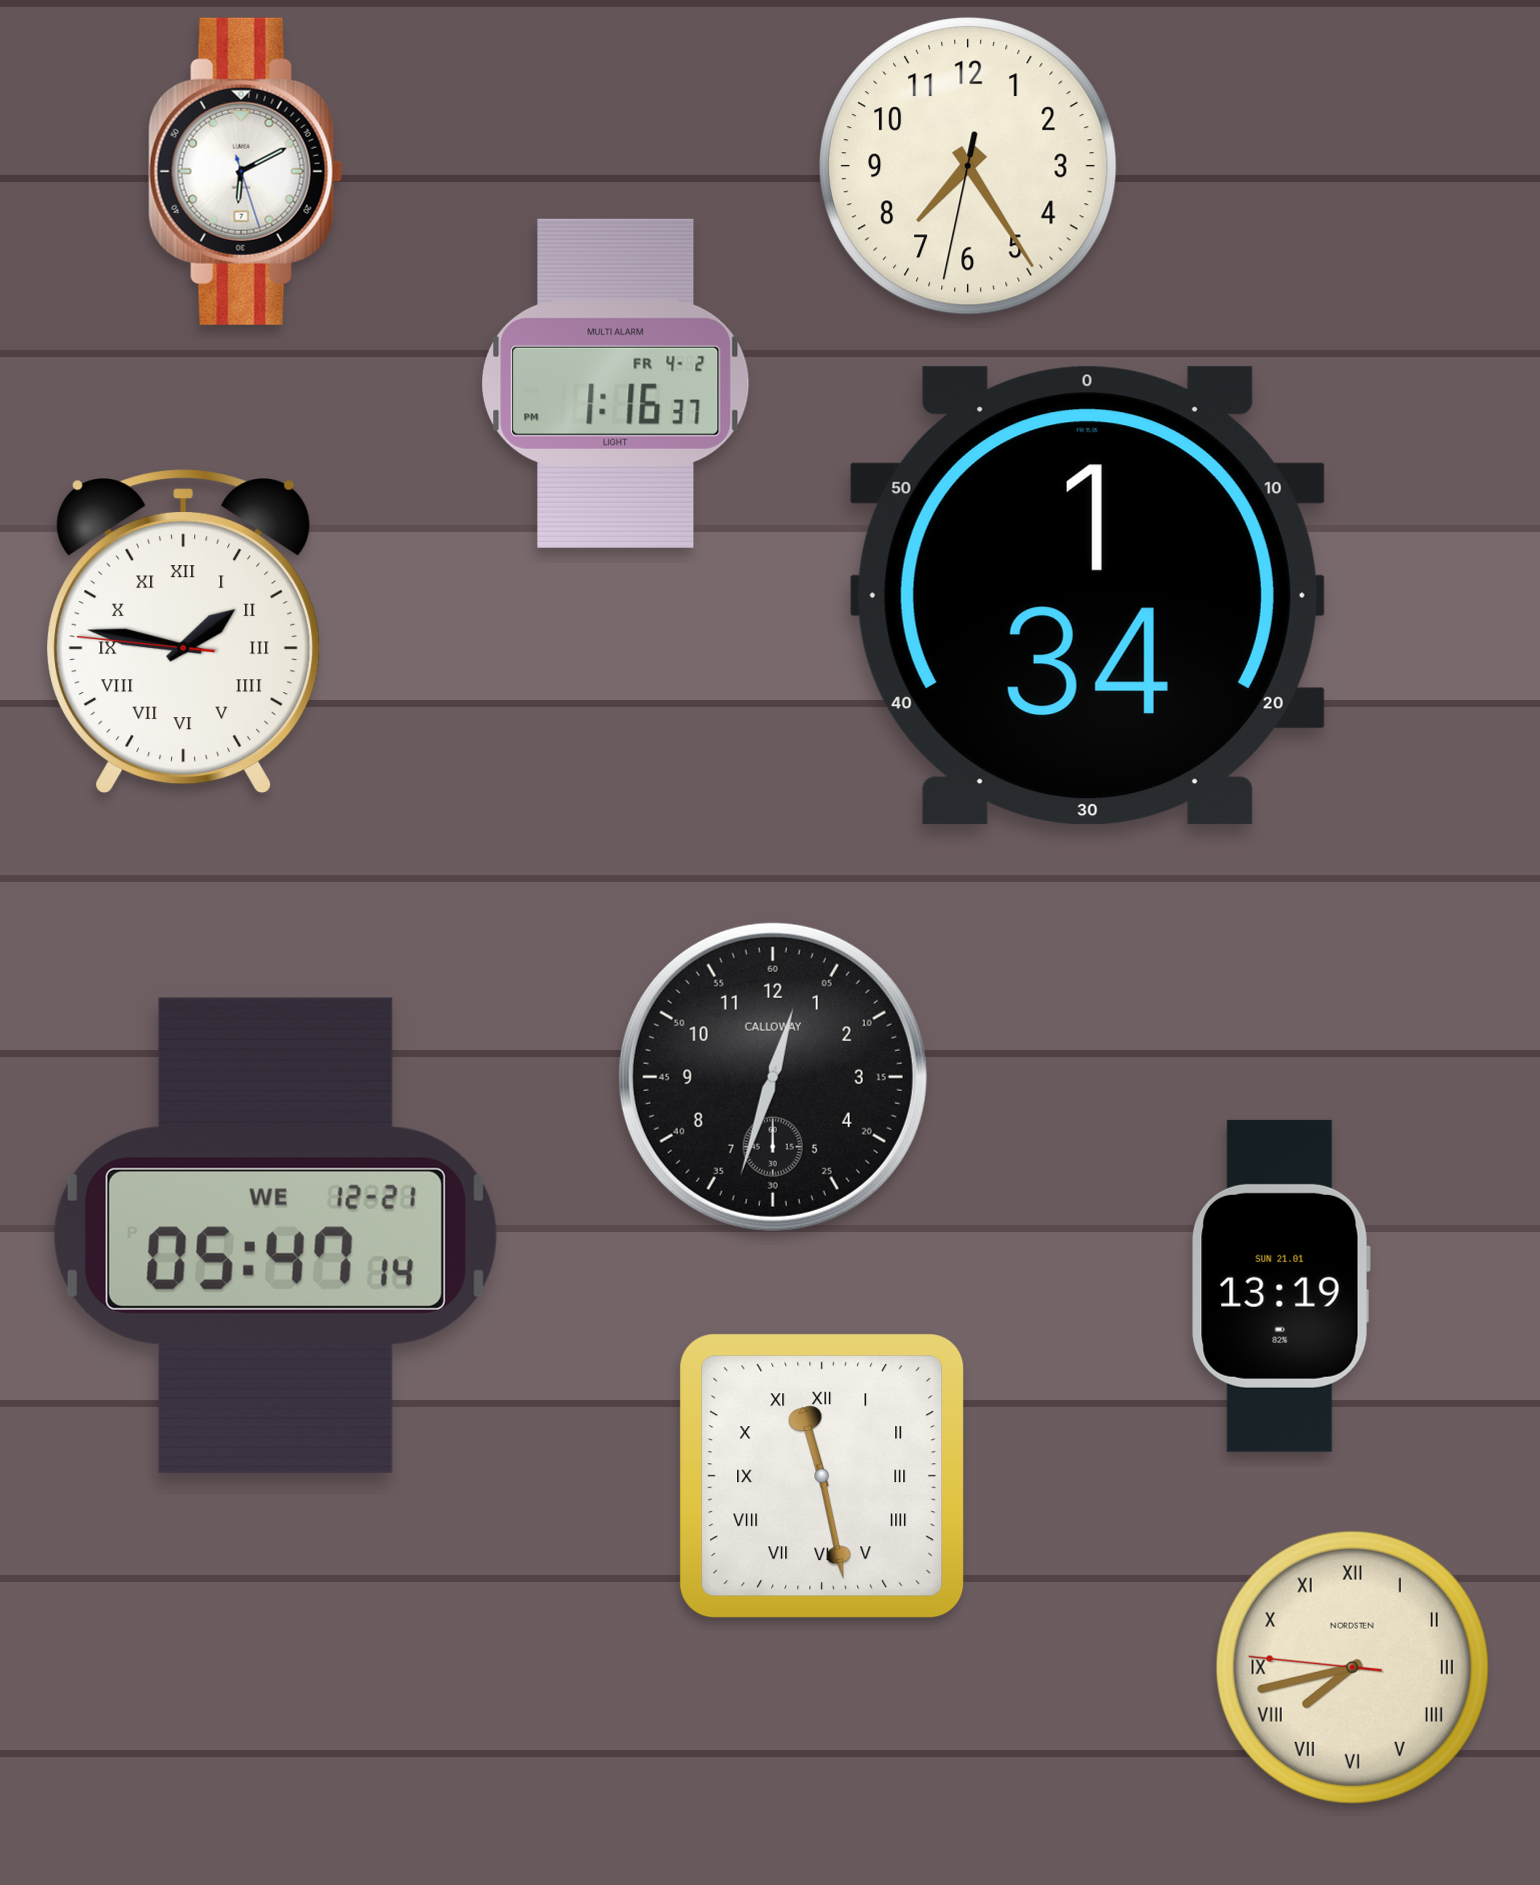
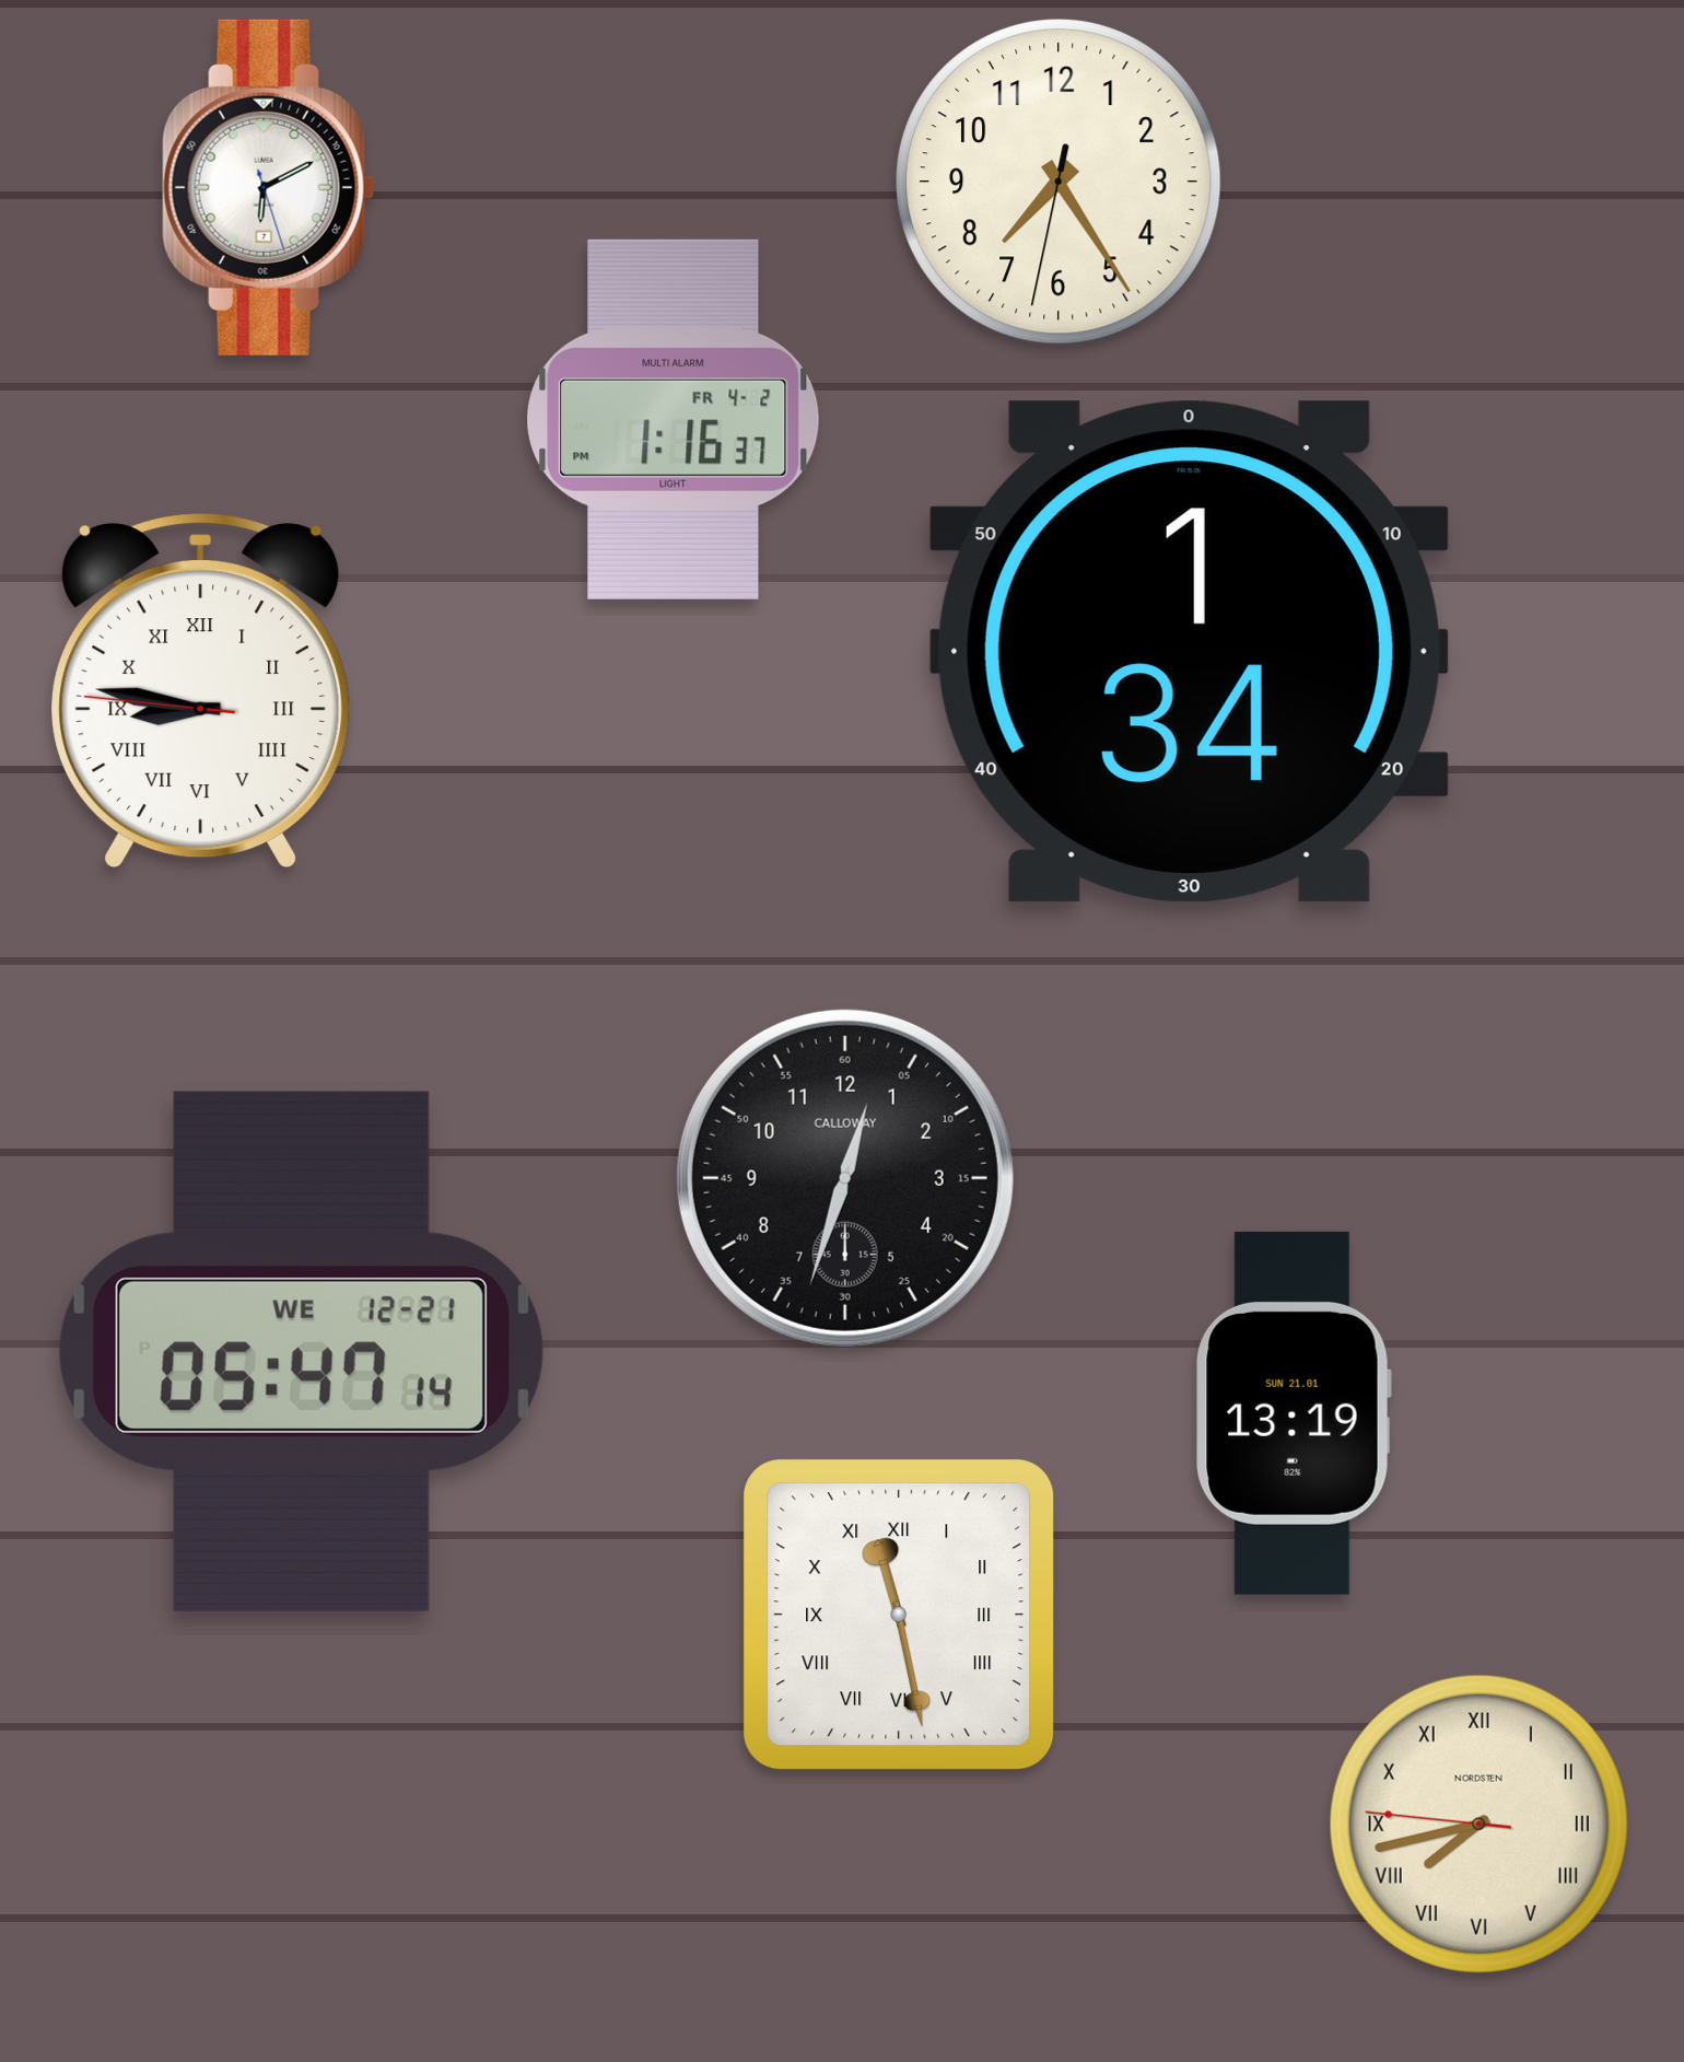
clock at (184, 632): 1:46 -> 8:46
clock at (1281, 1286) position: (1281, 1286) -> (1294, 1413)
